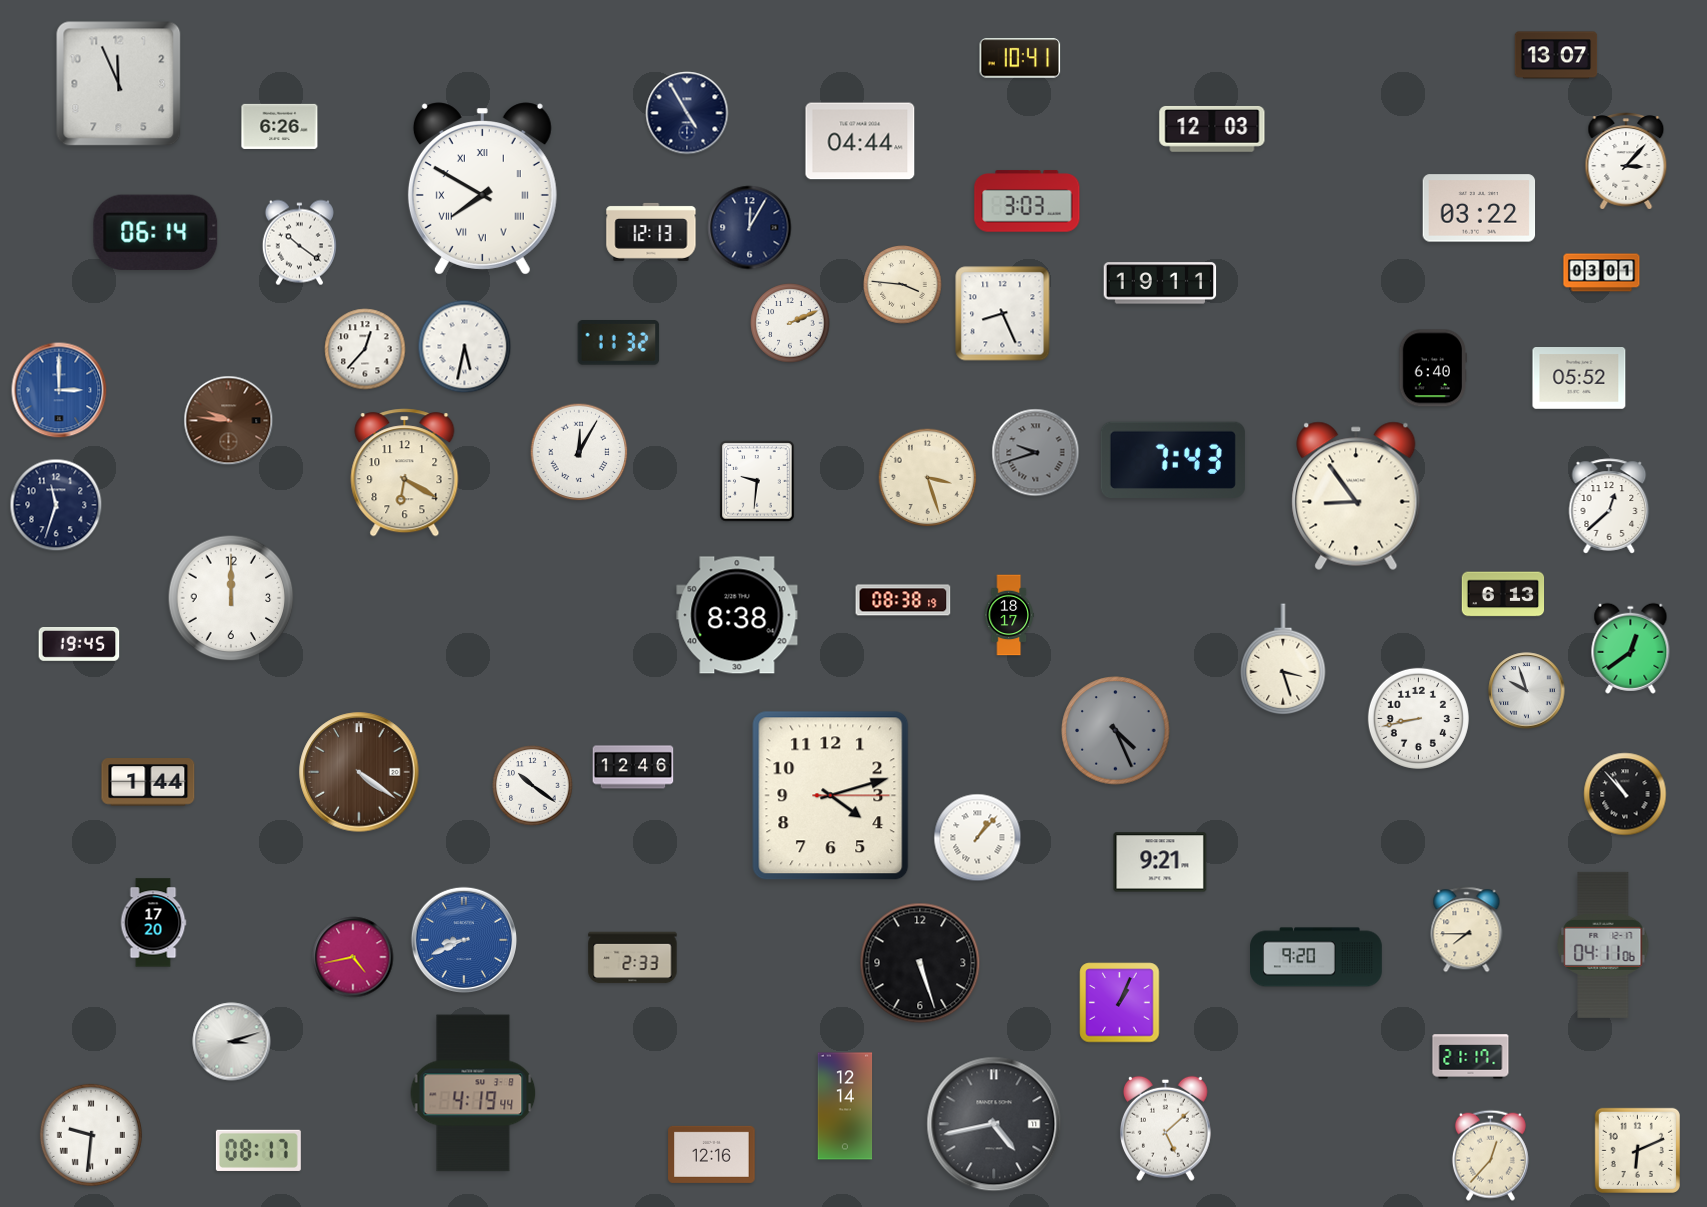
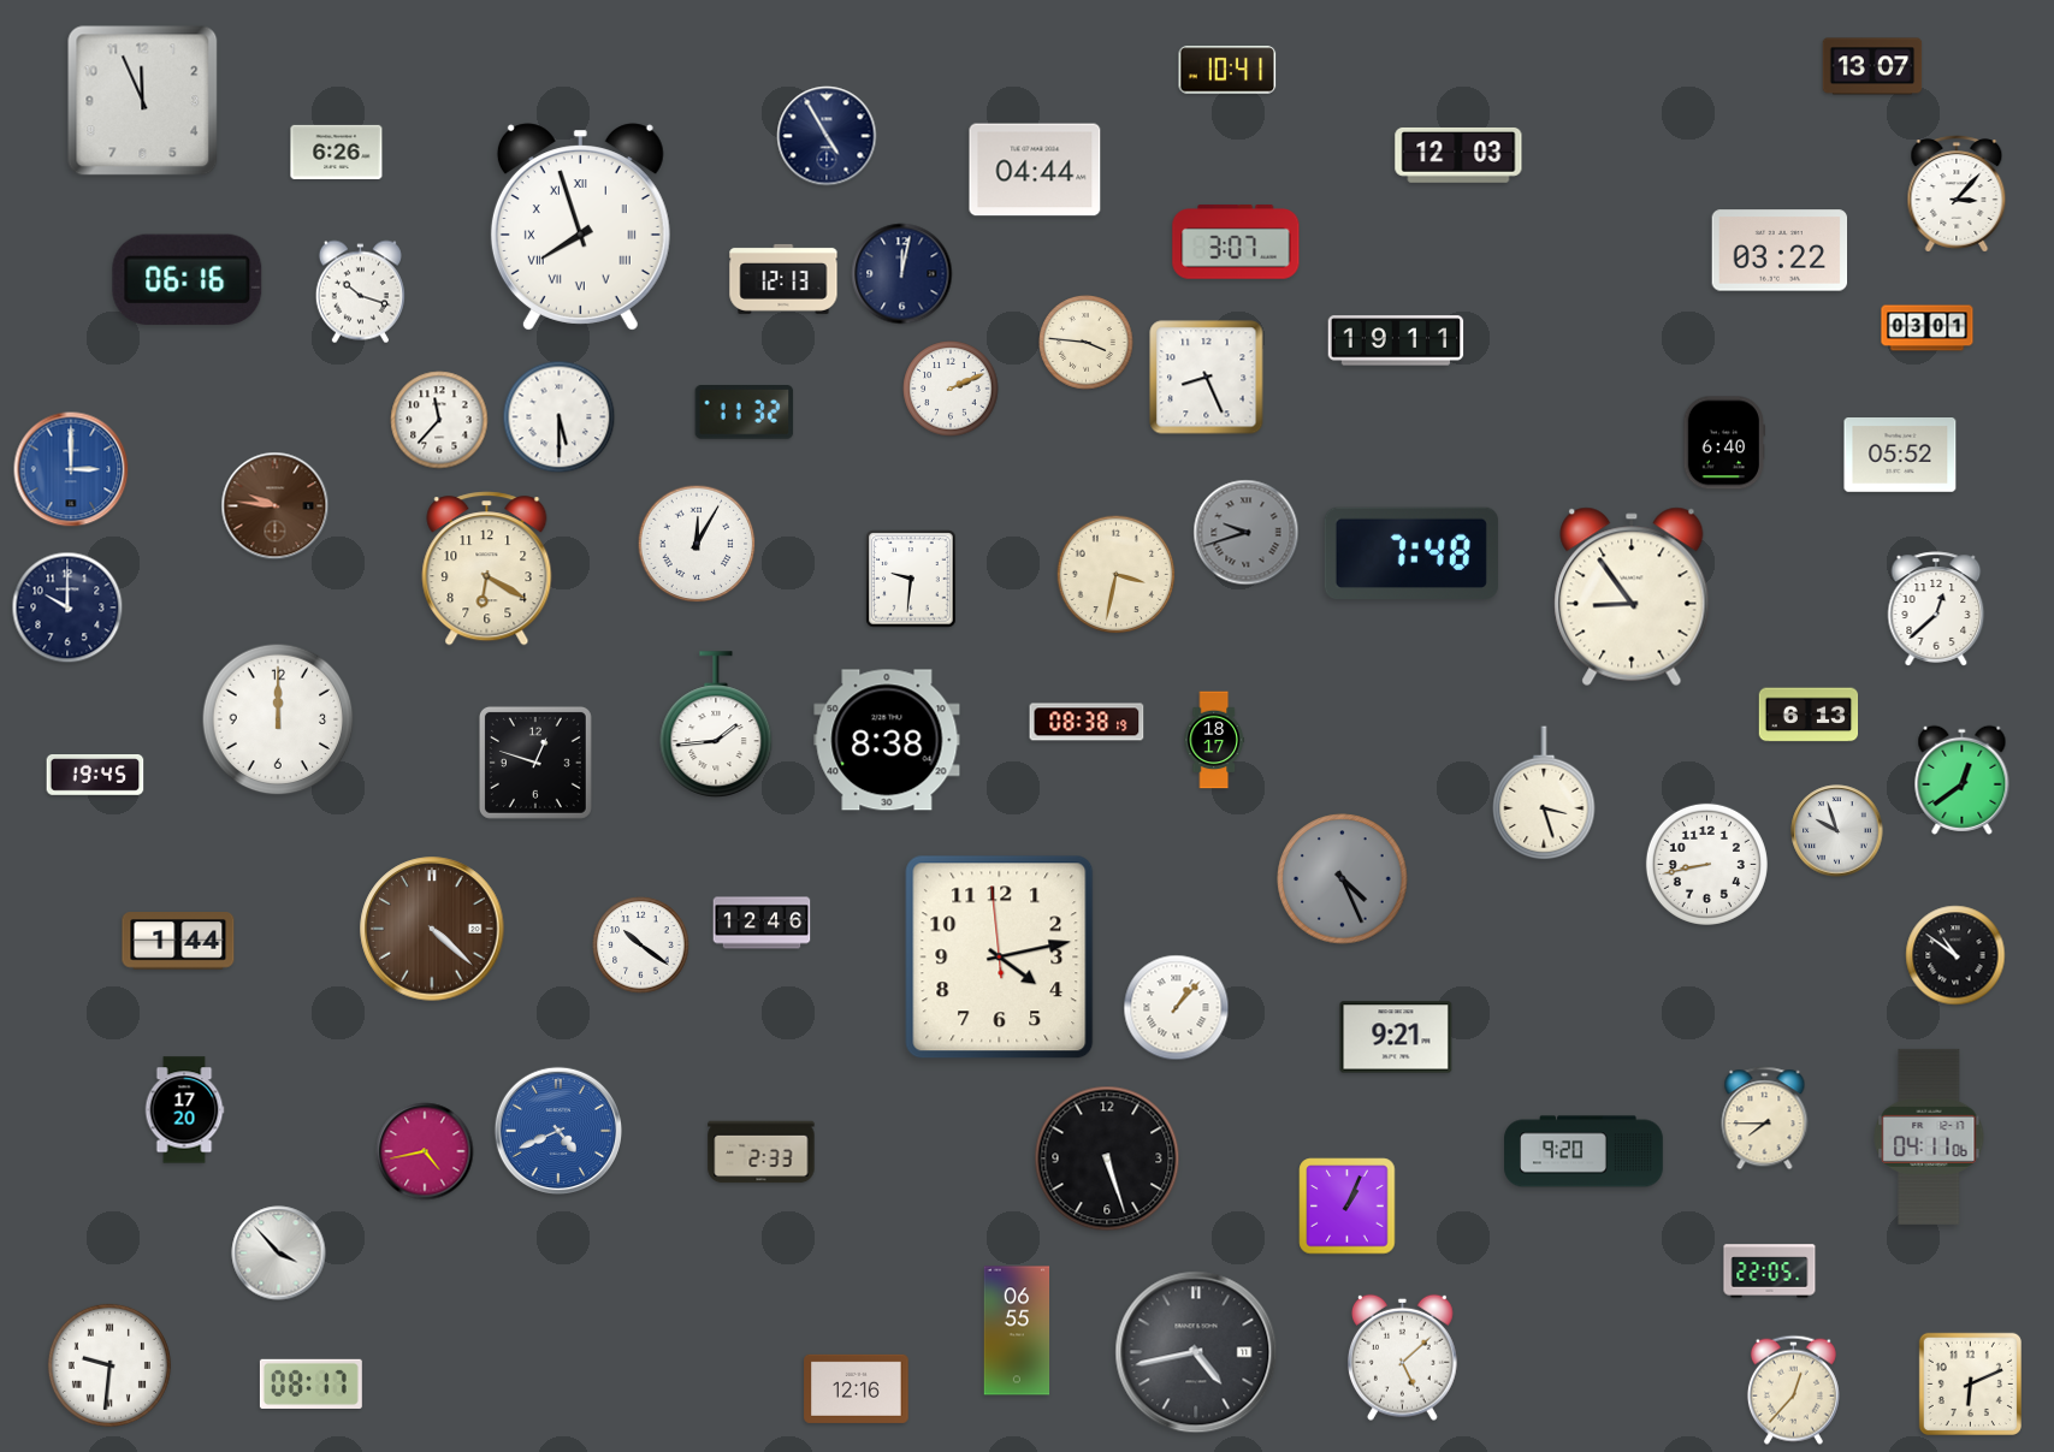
clock at (482, 189): 7:50 -> 7:57
clock at (1027, 201): 3:03 -> 3:07
clock at (750, 228): 12:05 -> 12:02
clock at (156, 232): 06:14 -> 06:16
clock at (299, 243): 10:21 -> 10:18
clock at (465, 347): 5:32 -> 5:30
clock at (365, 349): 12:37 -> 11:37
clock at (1036, 453) position: (1036, 453) -> (1247, 533)
clock at (1173, 459): 7:43 -> 7:48
clock at (928, 478): 3:27 -> 3:32
clock at (56, 505): 11:33 -> 10:00
clock at (716, 725): none -> 1:44
clock at (535, 763): none -> 12:48
clock at (359, 772): 4:21 -> 4:22
clock at (1625, 794): 10:53 -> 10:51
clock at (831, 796): 4:12:15 -> 4:12:59
clock at (464, 940): 8:41 -> 4:41
clock at (232, 1042): 3:12 -> 3:53
clock at (1471, 1057): 21:17 -> 22:05
clock at (473, 1093): 4:19 -> none
clock at (845, 1106): 12:14 -> 06:55
